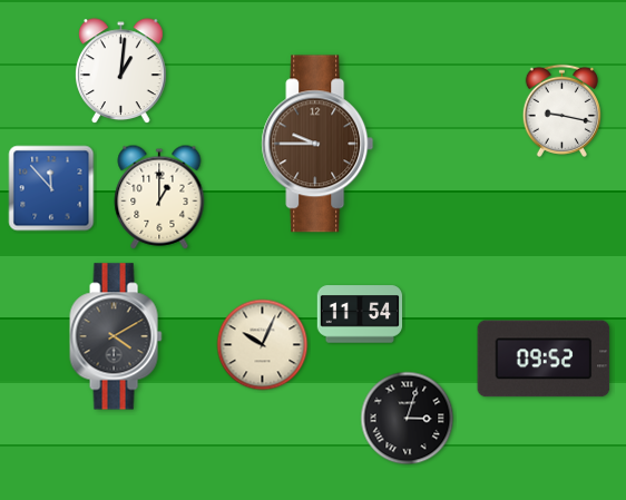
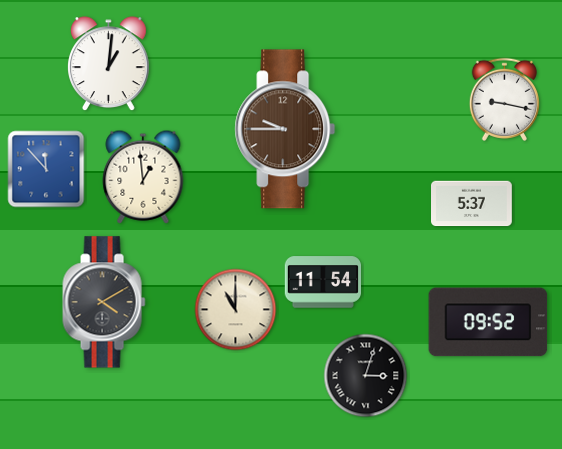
clock at (159, 197): 1:00 -> 12:59
clock at (472, 204): none -> 5:37
clock at (263, 345): 10:04 -> 11:00
